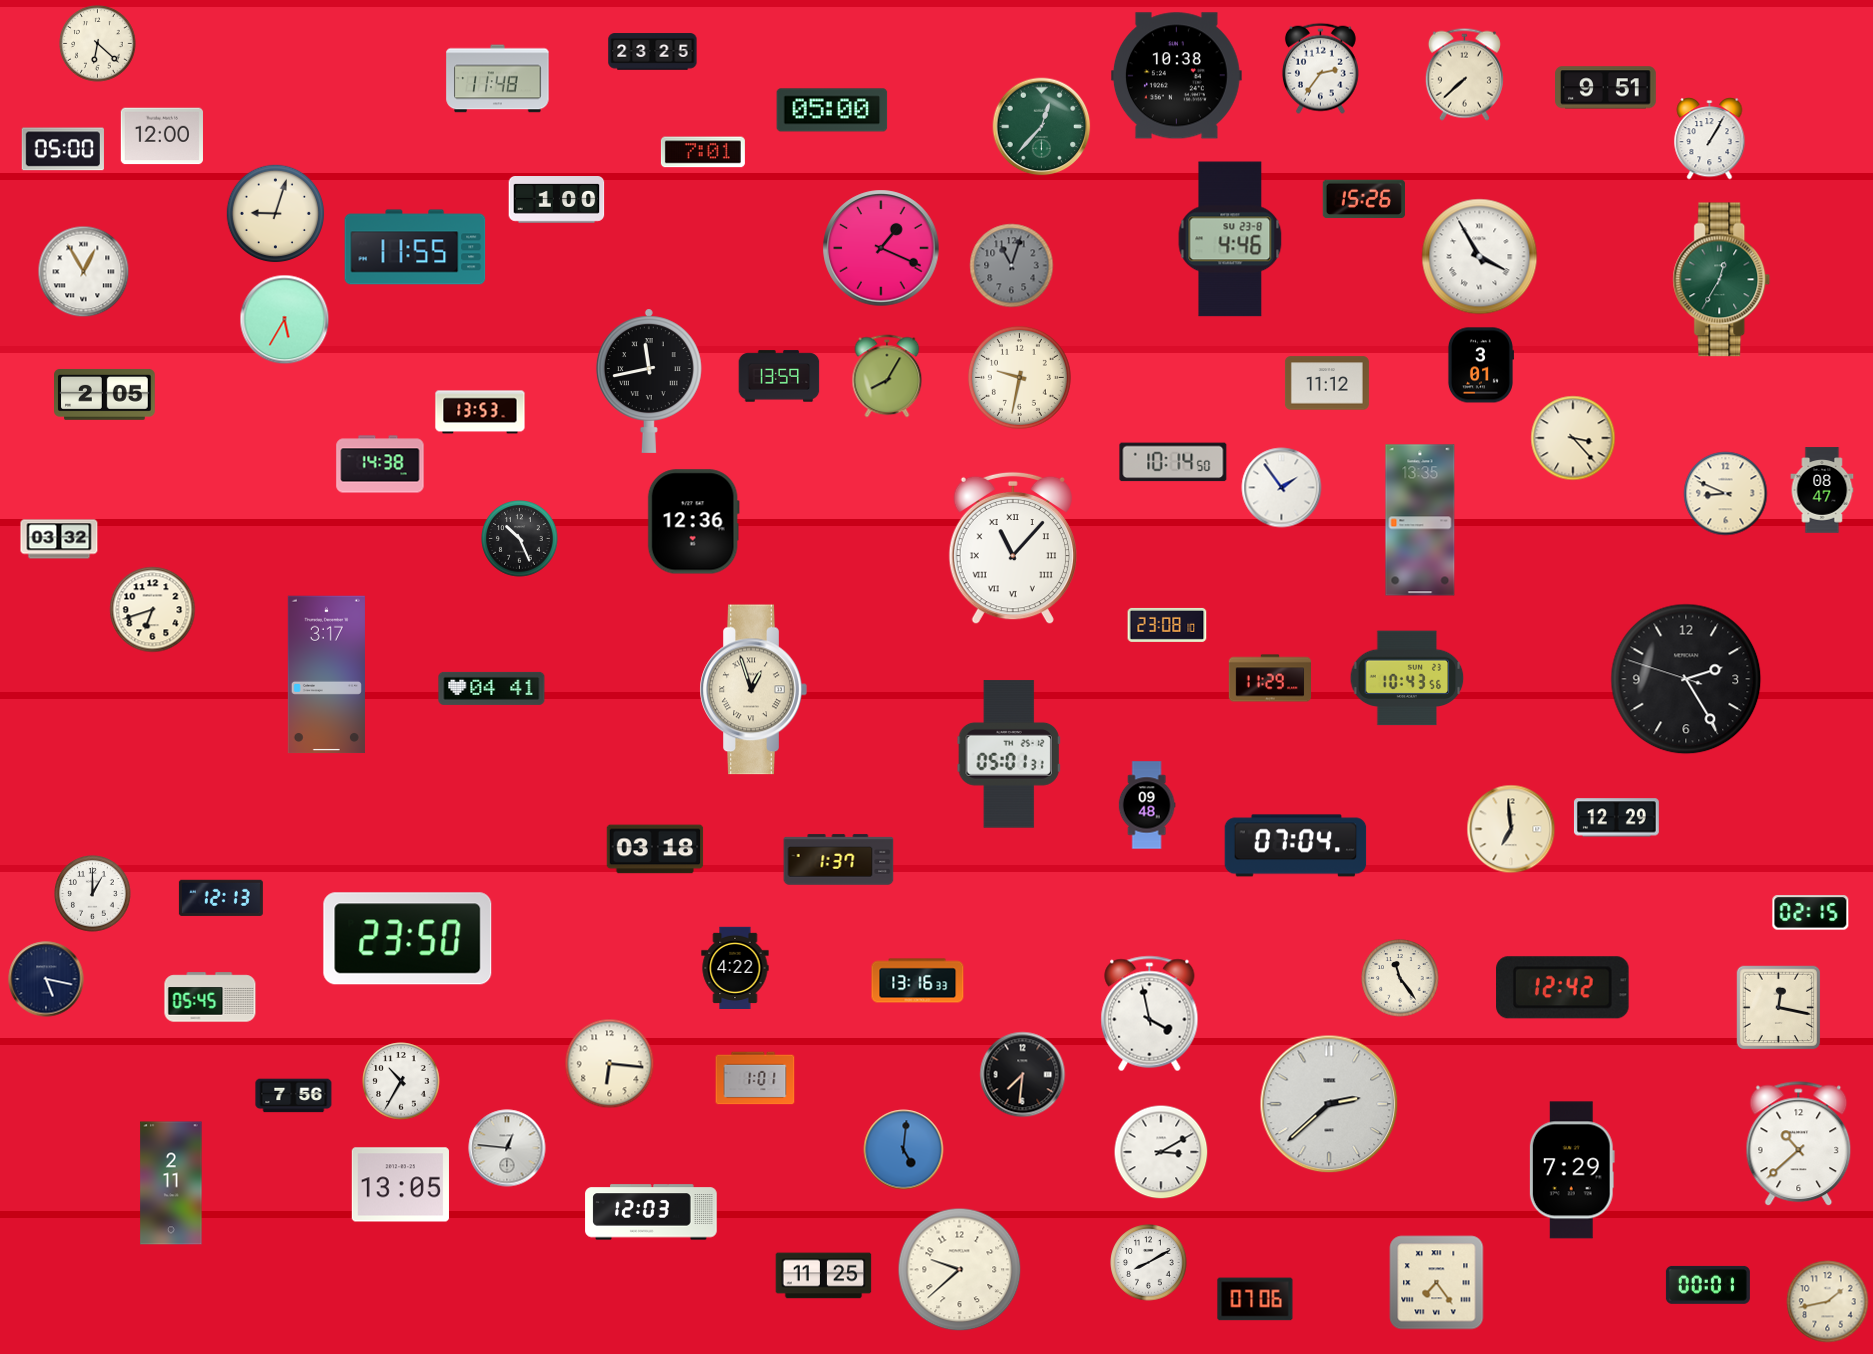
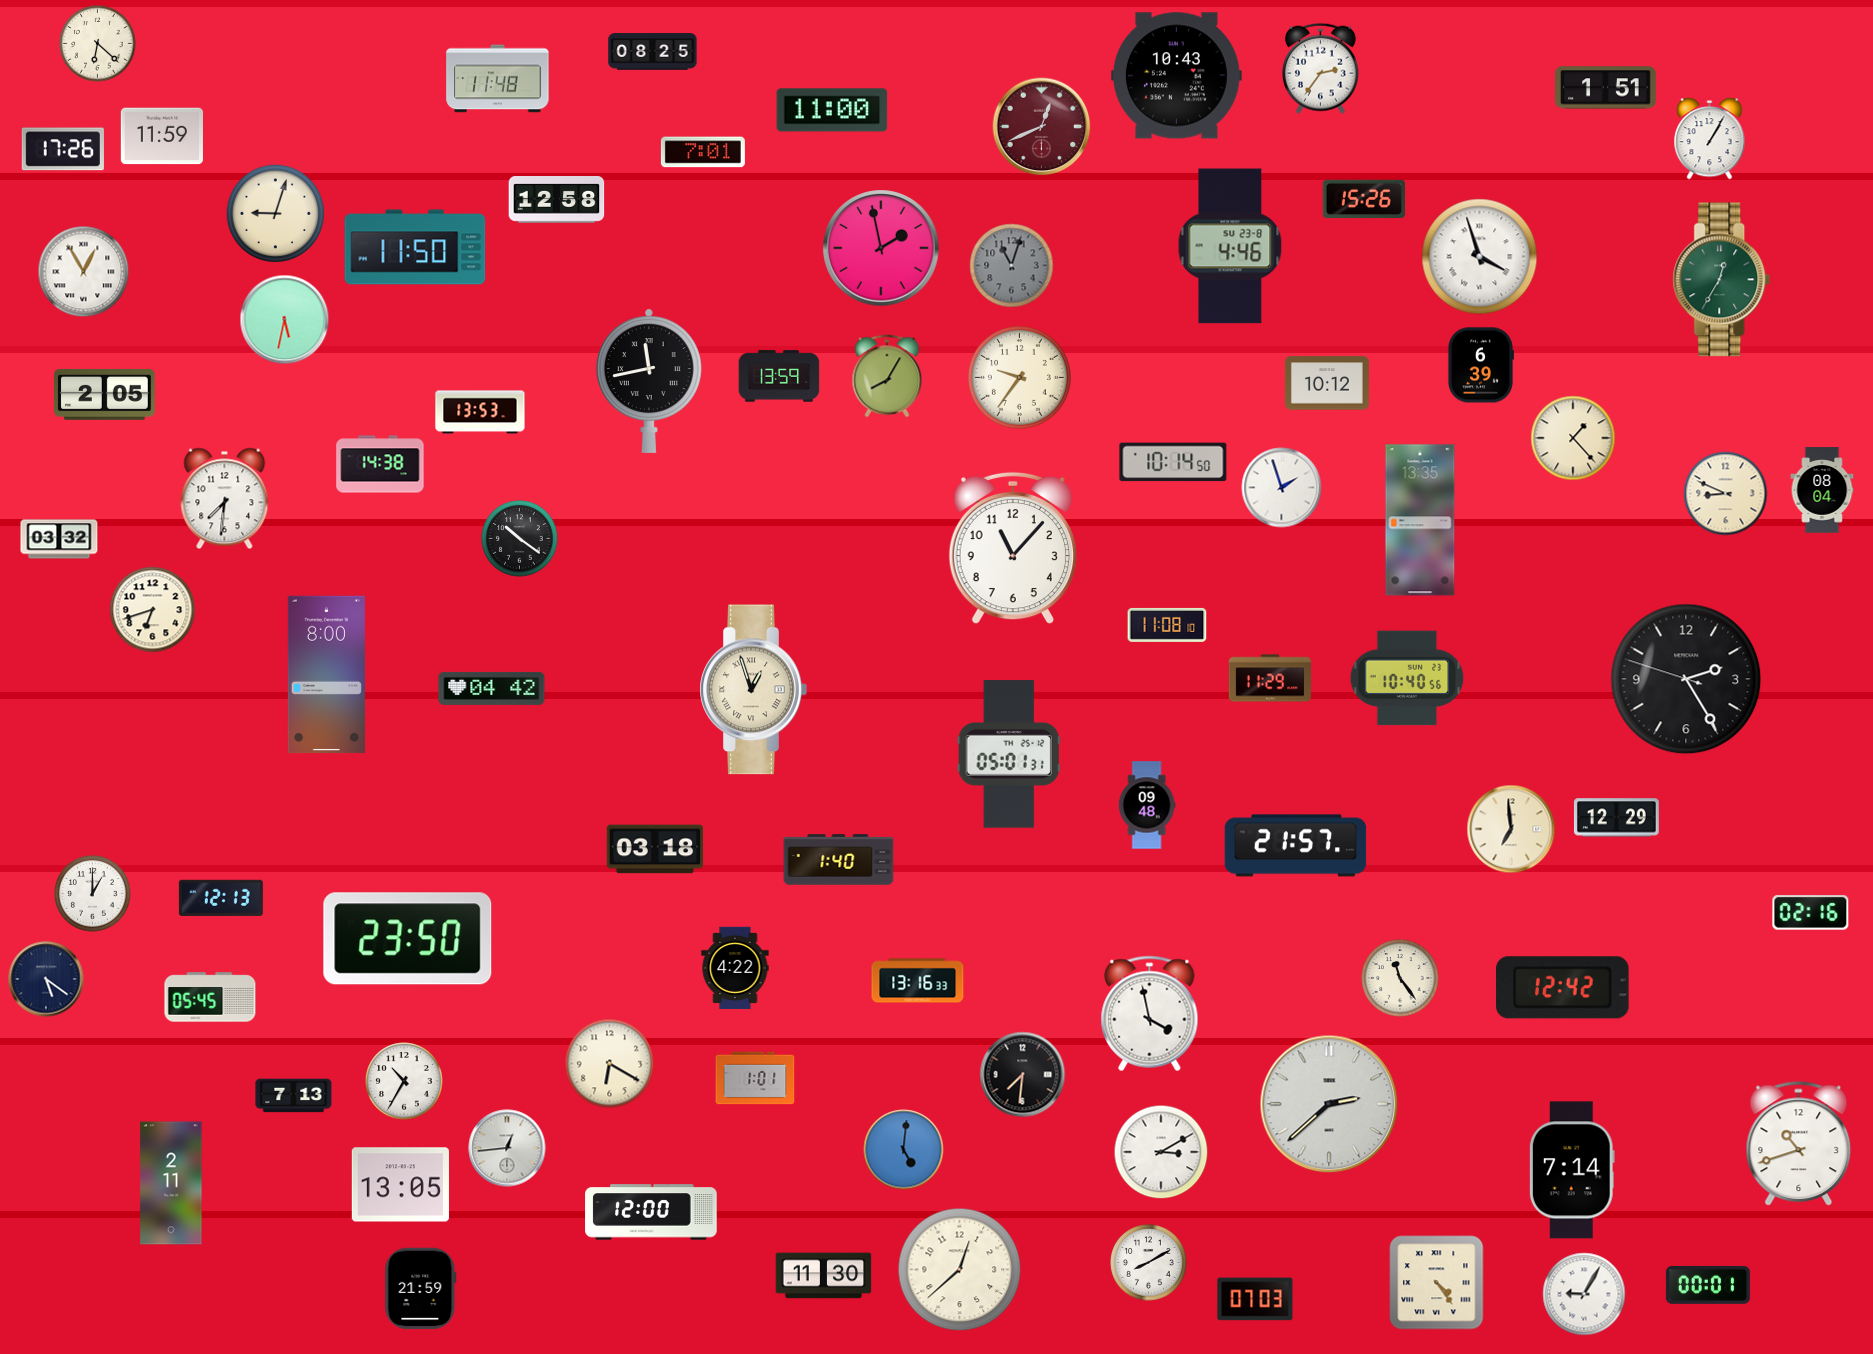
clock at (653, 52): 23:25 -> 08:25
clock at (1464, 74): 7:38 -> none
clock at (1176, 76): 10:38 -> 10:43
clock at (1606, 88): 9:51 -> 1:51
clock at (832, 110): 05:00 -> 11:00
clock at (1042, 127): 12:37 -> 12:41
clock at (1042, 127) dial: green -> burgundy
clock at (161, 136): 12:00 -> 11:59
clock at (63, 149): 05:00 -> 17:26
clock at (557, 200): 1:00 -> 12:58
clock at (1230, 239) position: (1230, 239) -> (1230, 246)
clock at (415, 247): 11:55 -> 11:50
clock at (881, 248): 1:19 -> 1:58
clock at (1480, 257): 3:55 -> 3:57
clock at (285, 320): 5:35 -> 5:32
clock at (1480, 365): 3:01 -> 6:39
clock at (1019, 377): 9:32 -> 9:36
clock at (1327, 383): 11:12 -> 10:12
clock at (1573, 438): 3:23 -> 1:23
clock at (1282, 488): 1:54 -> 1:57
clock at (1822, 490): 08:47 -> 08:04
clock at (225, 499): none -> 7:31
clock at (693, 522): 12:36 -> none
clock at (520, 539): 10:26 -> 10:21
clock at (1013, 548) numerals: Roman -> Arabic
clock at (1167, 625): 23:08 -> 11:08
clock at (326, 675): 3:17 -> 8:00
clock at (1407, 678): 10:43 -> 10:40
clock at (492, 688): 04:41 -> 04:42
clock at (1296, 846): 07:04 -> 21:57
clock at (839, 860): 1:37 -> 1:40
clock at (1811, 913): 02:15 -> 02:16
clock at (46, 979): 5:17 -> 5:21
clock at (1779, 1008): 12:17 -> none
clock at (610, 1064): 6:16 -> 6:20
clock at (401, 1081) position: (401, 1081) -> (404, 1081)
clock at (294, 1096): 7:56 -> 7:13
clock at (1799, 1144): 10:38 -> 10:42
clock at (507, 1148): 12:46 -> 12:44
clock at (1572, 1170): 7:29 -> 7:14
clock at (651, 1212): 12:03 -> 12:00
clock at (960, 1270): 9:38 -> 12:38
clock at (824, 1276): 11:25 -> 11:30
clock at (1437, 1283): 7:24 -> 4:24
clock at (421, 1289): none -> 21:59
clock at (1584, 1294): none -> 9:05
clock at (1255, 1299): 07:06 -> 07:03
clock at (1828, 1302): 1:43 -> none
